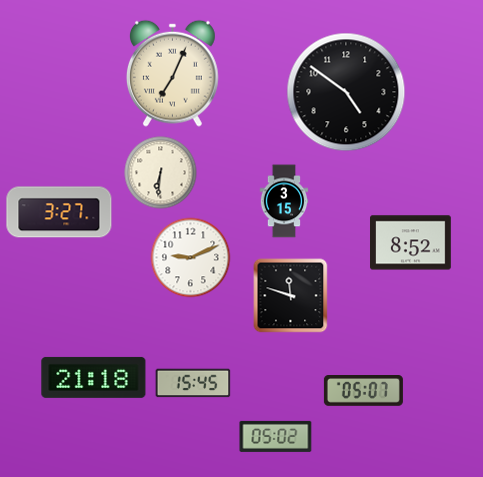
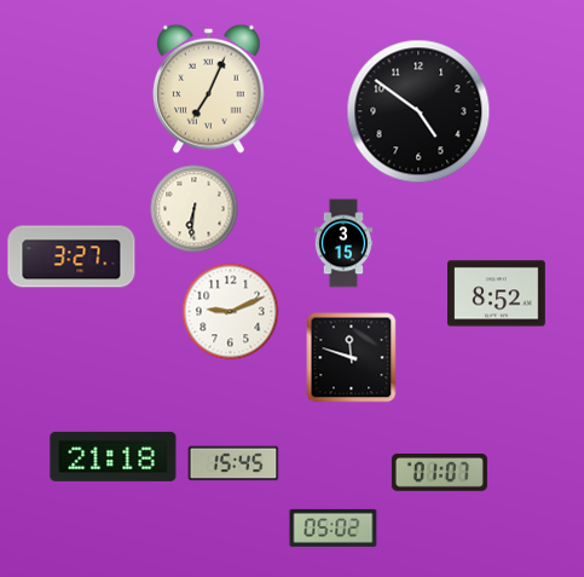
clock at (363, 391): 05:07 -> 01:07
